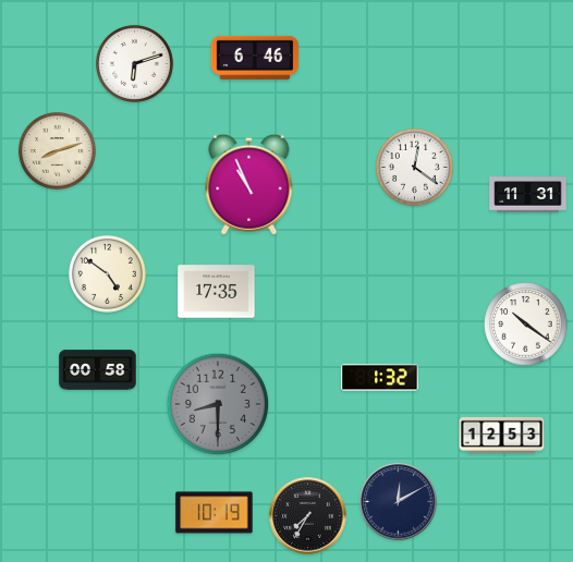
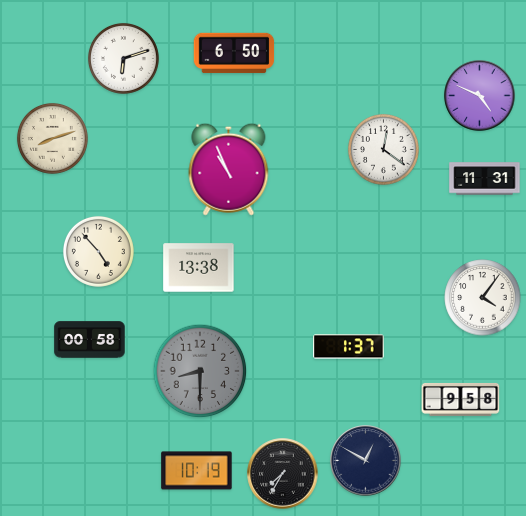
clock at (255, 58): 6:46 -> 6:50
clock at (480, 96): none -> 4:49
clock at (414, 167) position: (414, 167) -> (383, 149)
clock at (107, 273): 4:51 -> 4:53
clock at (217, 292): 17:35 -> 13:38
clock at (526, 325): 10:21 -> 4:06
clock at (380, 378): 1:32 -> 1:37
clock at (502, 435): 12:53 -> 9:58
clock at (399, 502): 12:10 -> 12:50
